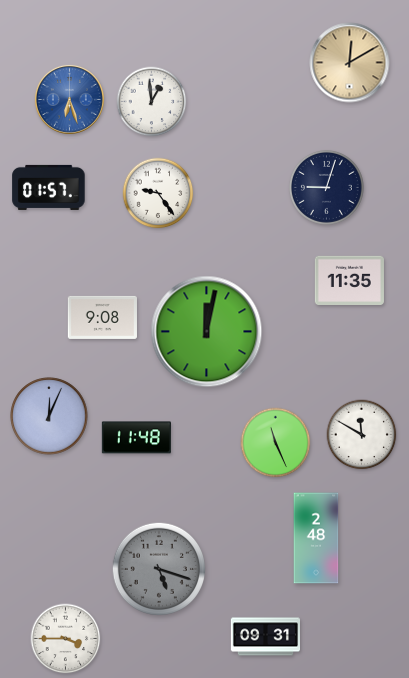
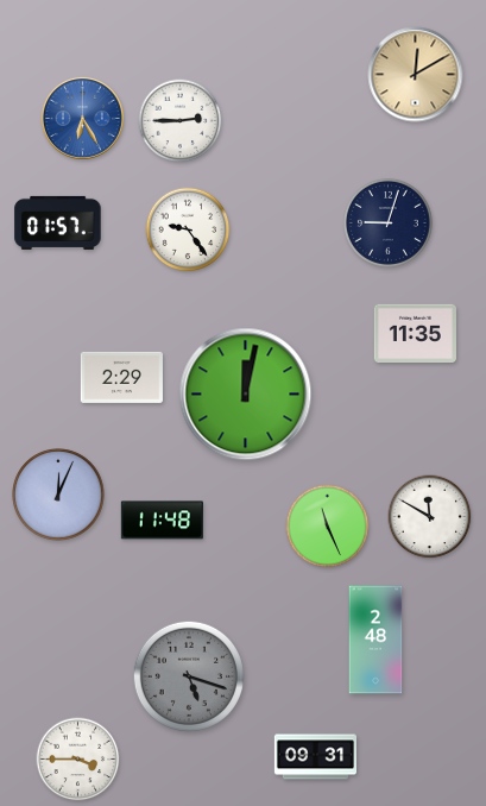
clock at (69, 99): 6:27 -> 6:25
clock at (152, 102): 12:59 -> 2:45
clock at (102, 317): 9:08 -> 2:29
